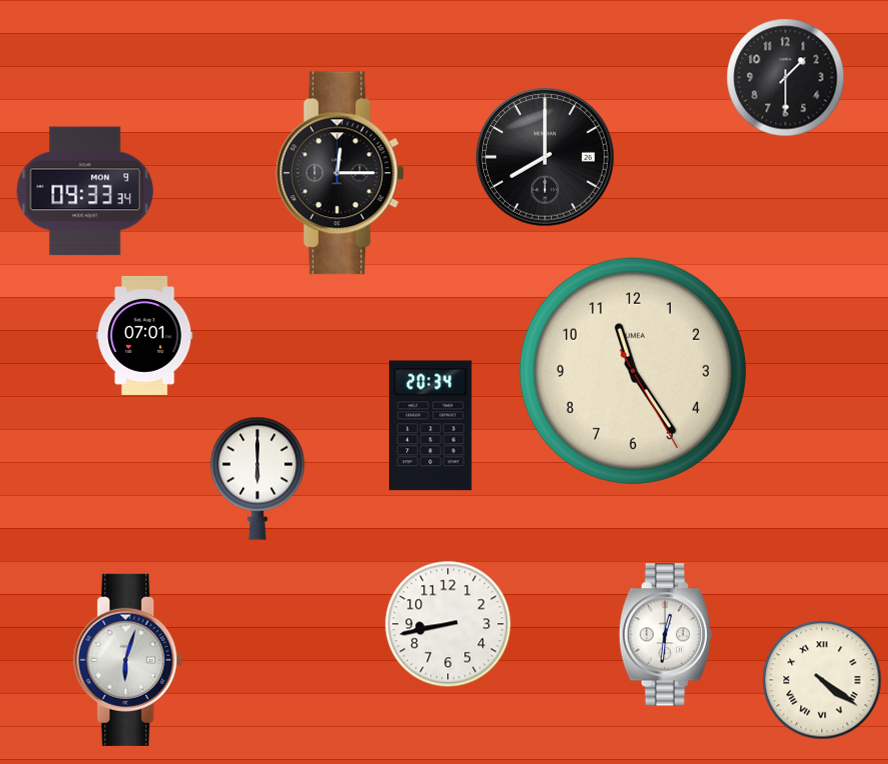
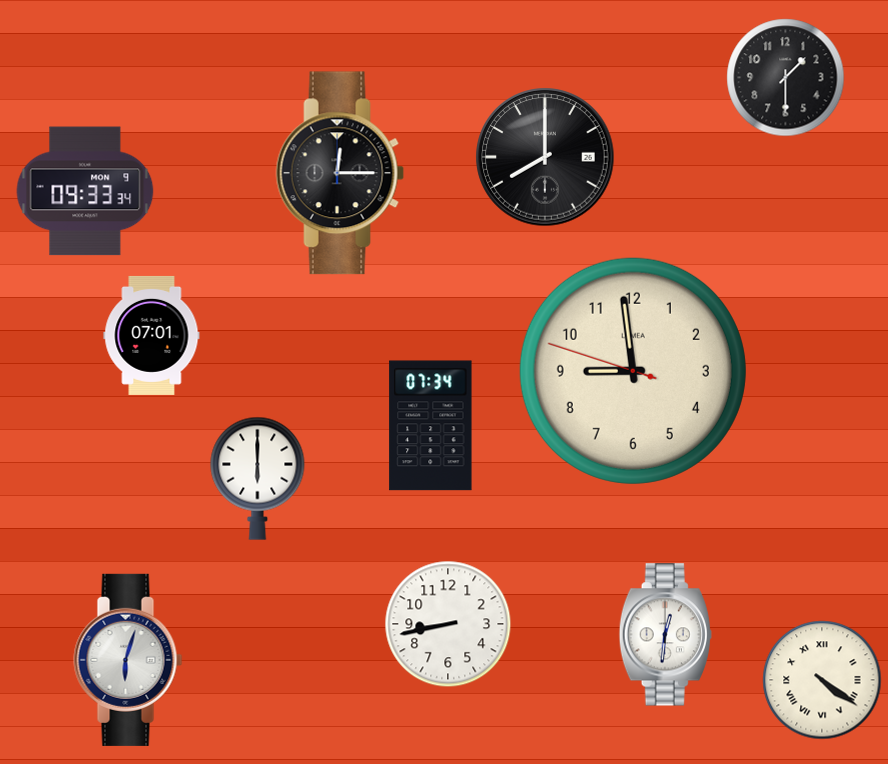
clock at (145, 335) position: (145, 335) -> (152, 335)
clock at (633, 371): 11:24 -> 8:58
clock at (431, 426): 20:34 -> 07:34
